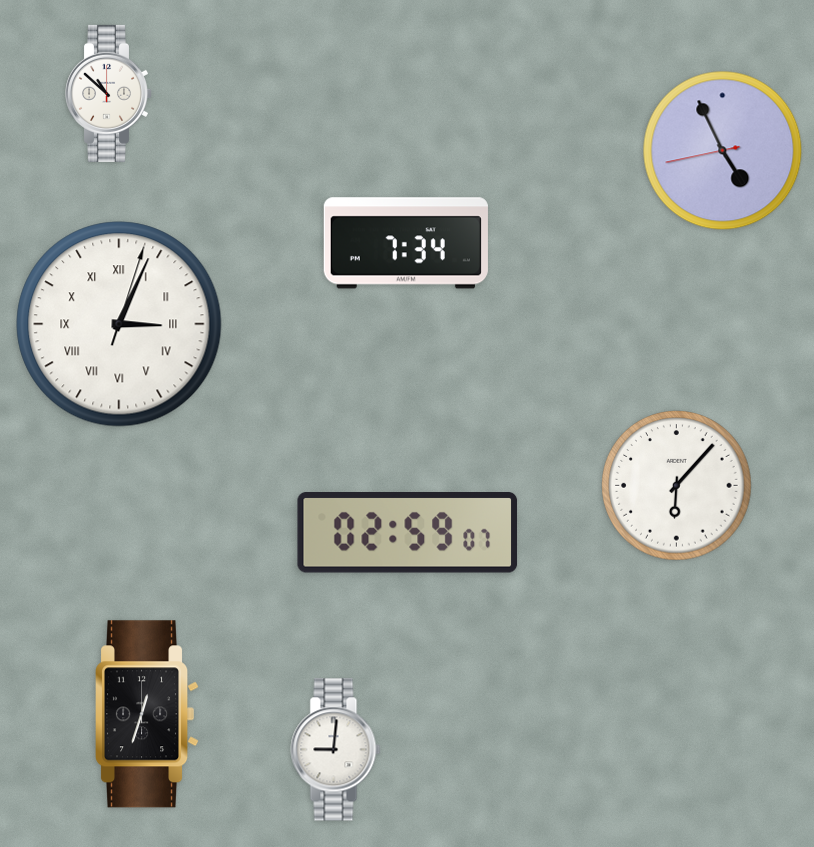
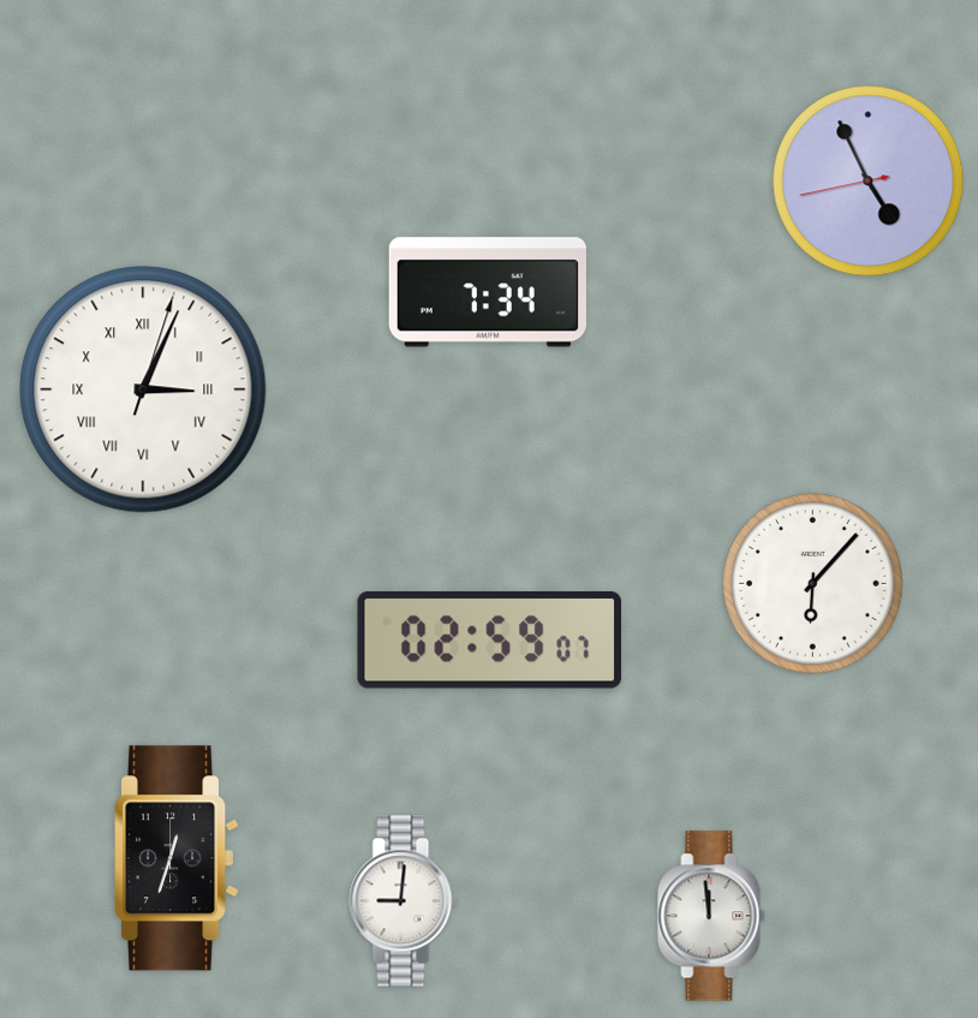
clock at (109, 93): 10:52 -> none
clock at (711, 916): none -> 11:59
